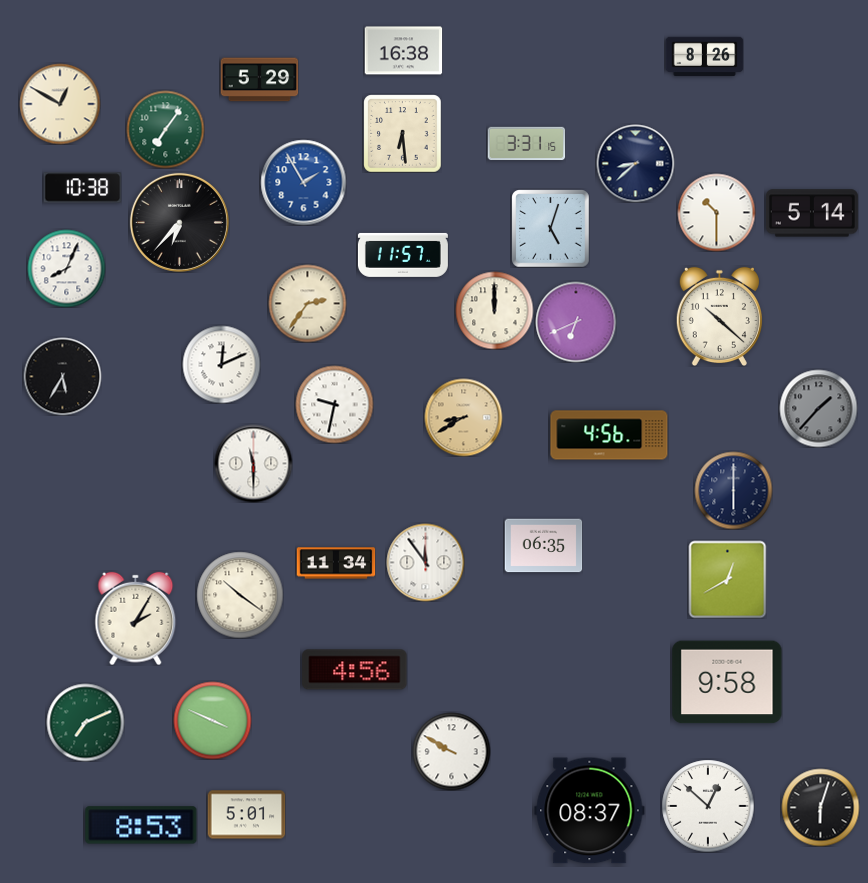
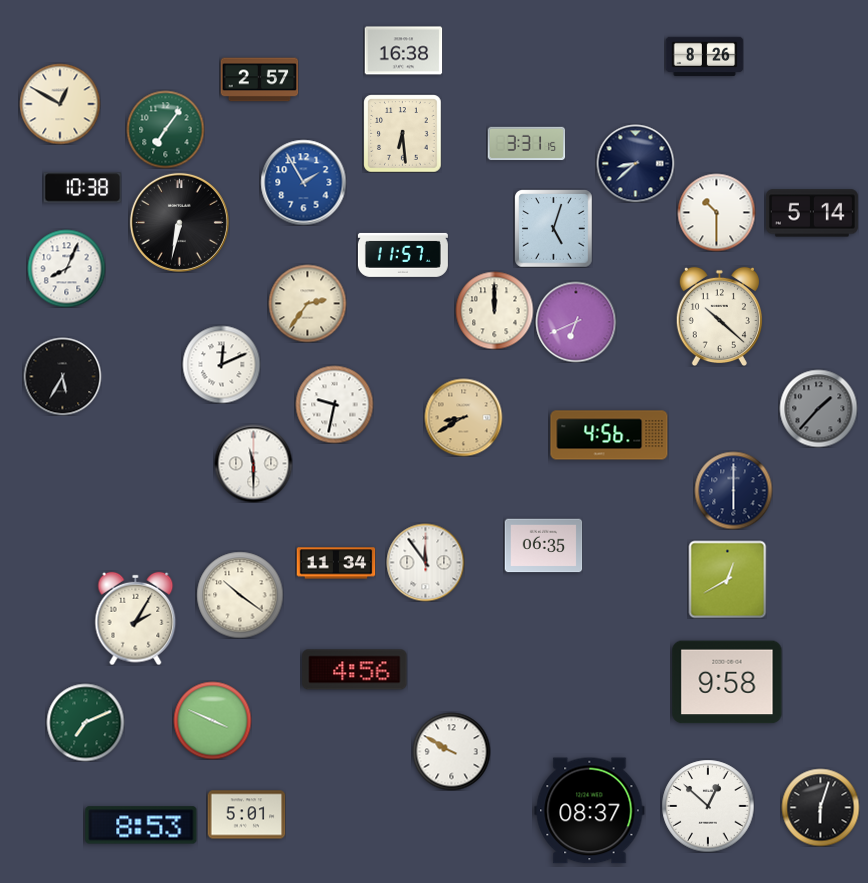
clock at (259, 80): 5:29 -> 2:57
clock at (179, 222): 6:37 -> 6:32
clock at (550, 228) position: (550, 228) -> (553, 228)
